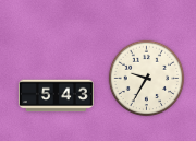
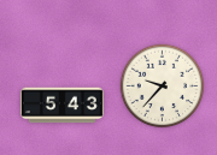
clock at (147, 79): 9:35 -> 9:37
